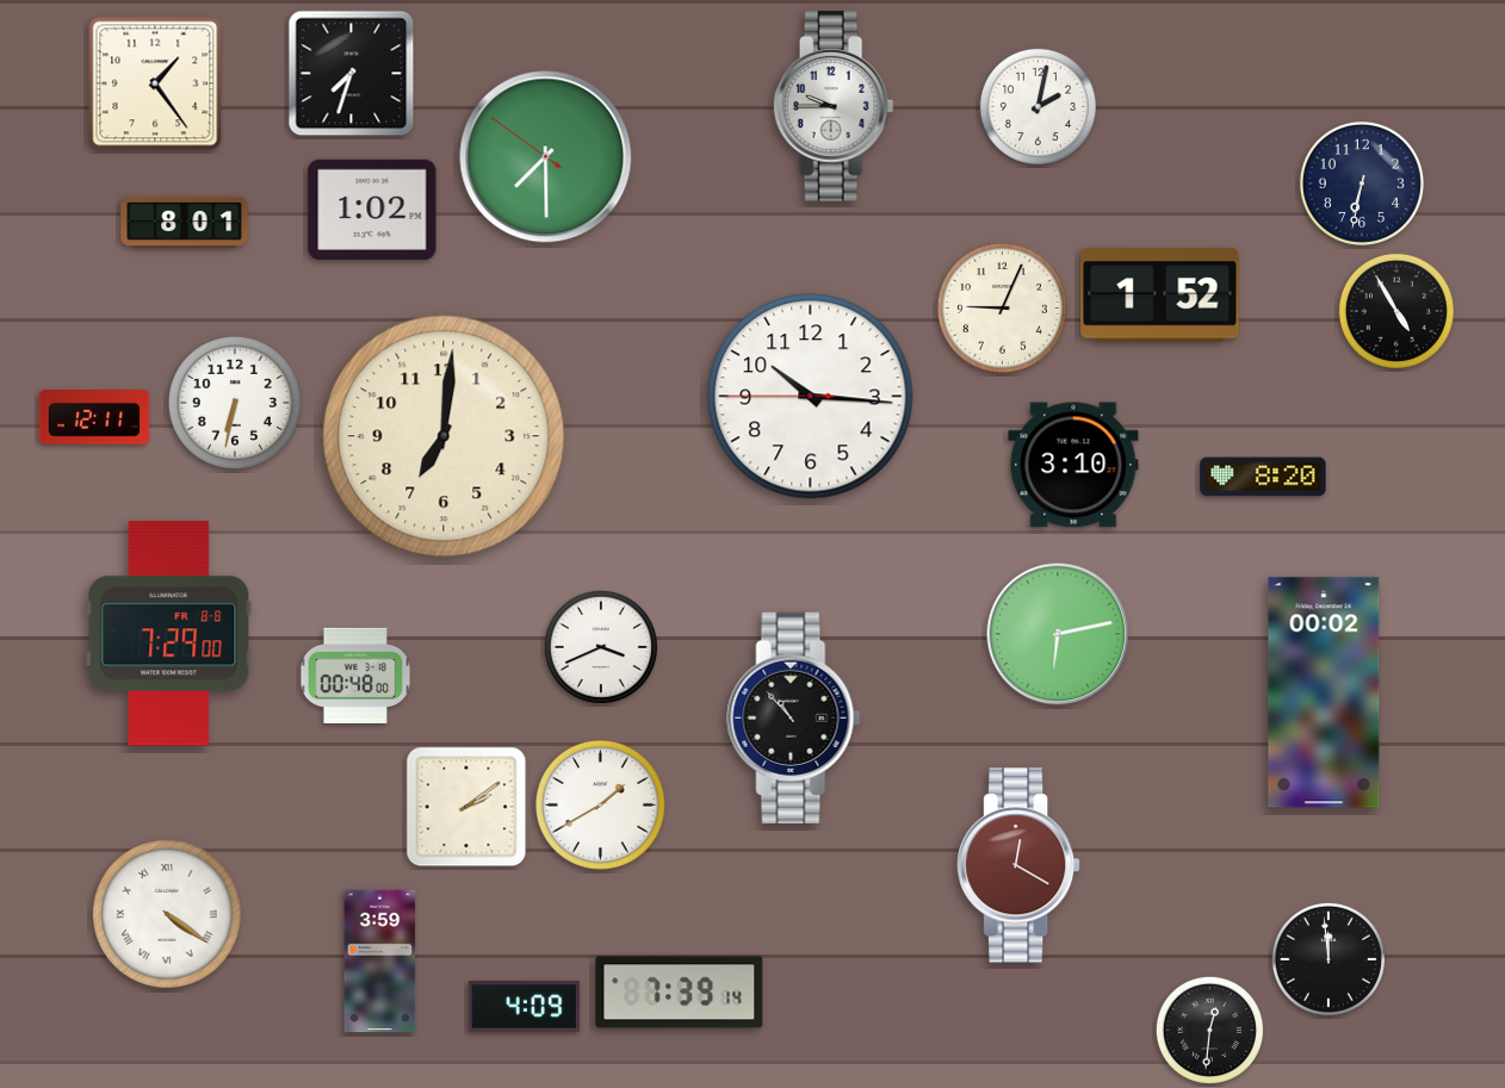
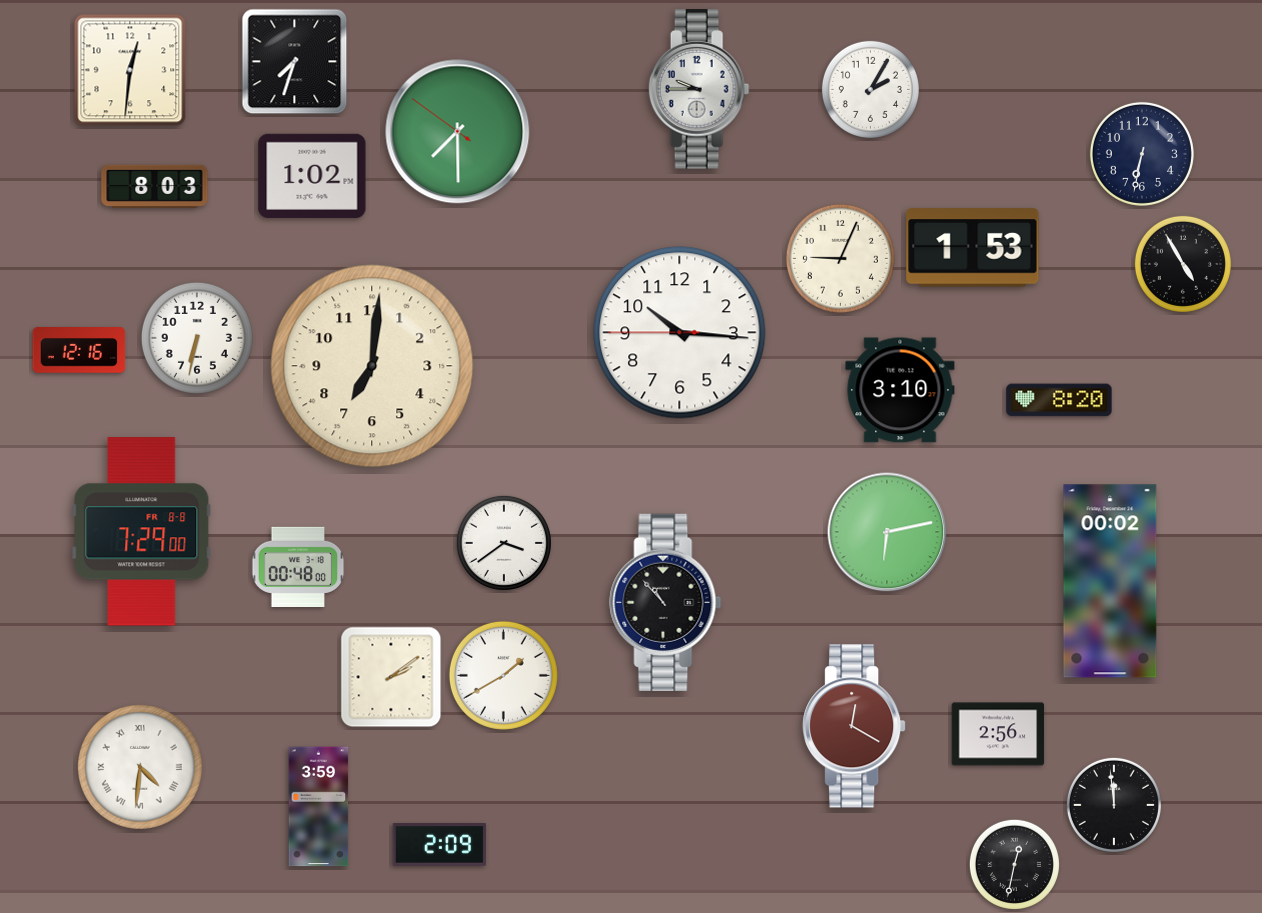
clock at (155, 83): 1:24 -> 12:31
clock at (1038, 106): 2:02 -> 2:05
clock at (185, 222): 8:01 -> 8:03
clock at (1160, 296): 1:52 -> 1:53
clock at (1396, 311) position: (1396, 311) -> (1183, 264)
clock at (94, 417): 12:11 -> 12:16
clock at (601, 647): 3:41 -> 3:39
clock at (998, 734): none -> 2:56
clock at (167, 914): 4:21 -> 4:31
clock at (680, 993): 7:39 -> none
clock at (525, 1007): 4:09 -> 2:09
clock at (1209, 1030): 12:31 -> 12:32
